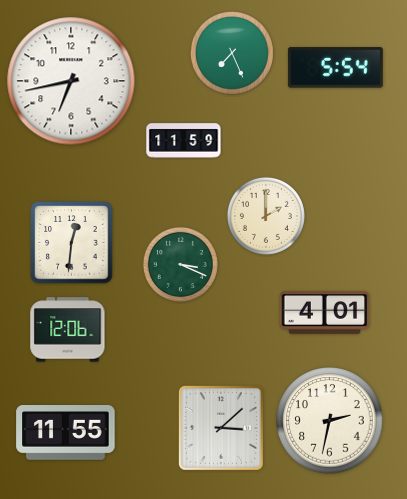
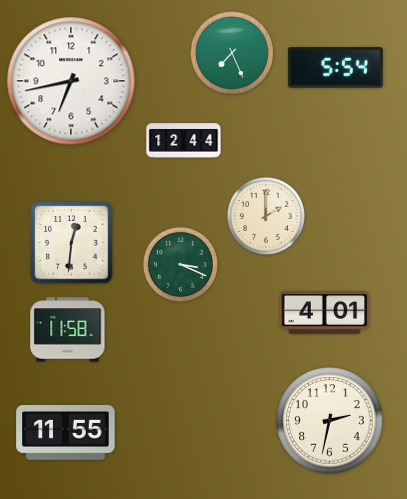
clock at (184, 141): 11:59 -> 12:44
clock at (68, 330): 12:06 -> 11:58
clock at (221, 428): 3:08 -> none
